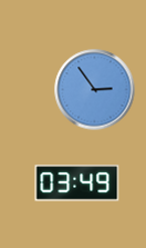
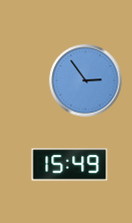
clock at (77, 183): 03:49 -> 15:49
